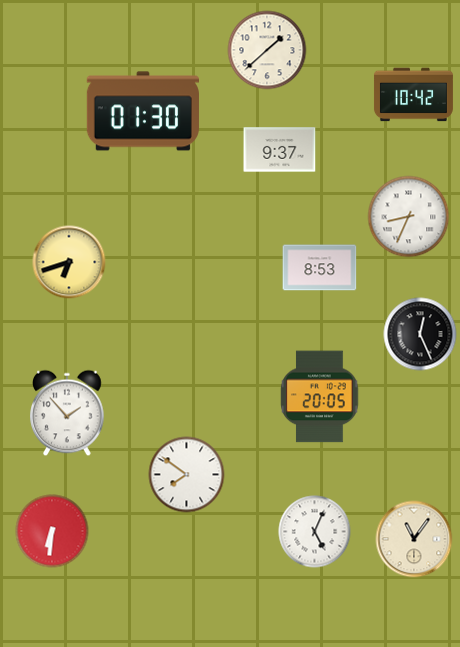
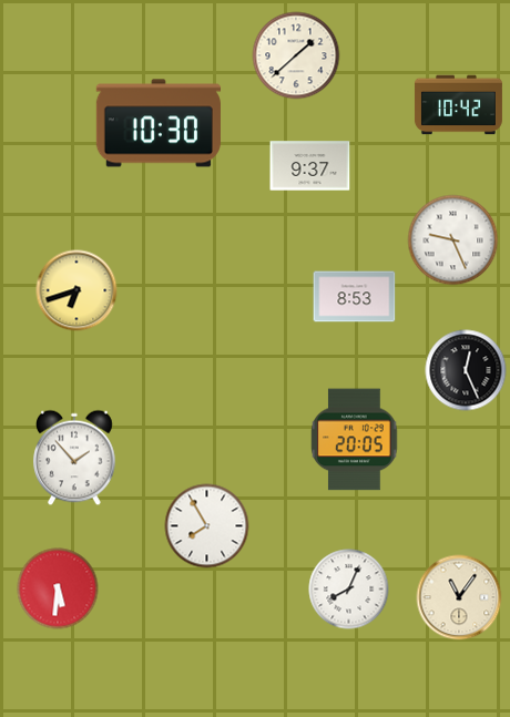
clock at (143, 111): 01:30 -> 10:30
clock at (409, 217): 8:34 -> 9:26
clock at (187, 475): 7:51 -> 7:55
clock at (52, 531): 6:31 -> 5:31
clock at (315, 532): 5:04 -> 8:04
